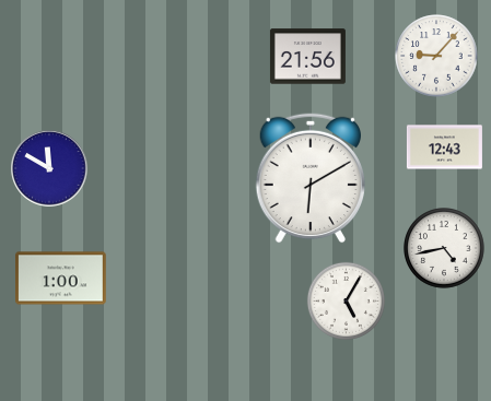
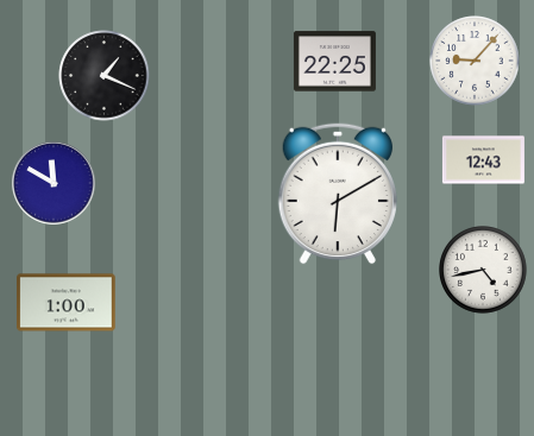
clock at (307, 57): 21:56 -> 22:25
clock at (105, 76): none -> 1:19
clock at (346, 300): 5:05 -> none
